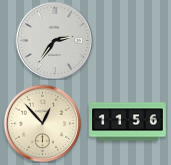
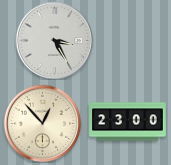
clock at (54, 40): 2:36 -> 3:25
clock at (128, 122): 11:56 -> 23:00
